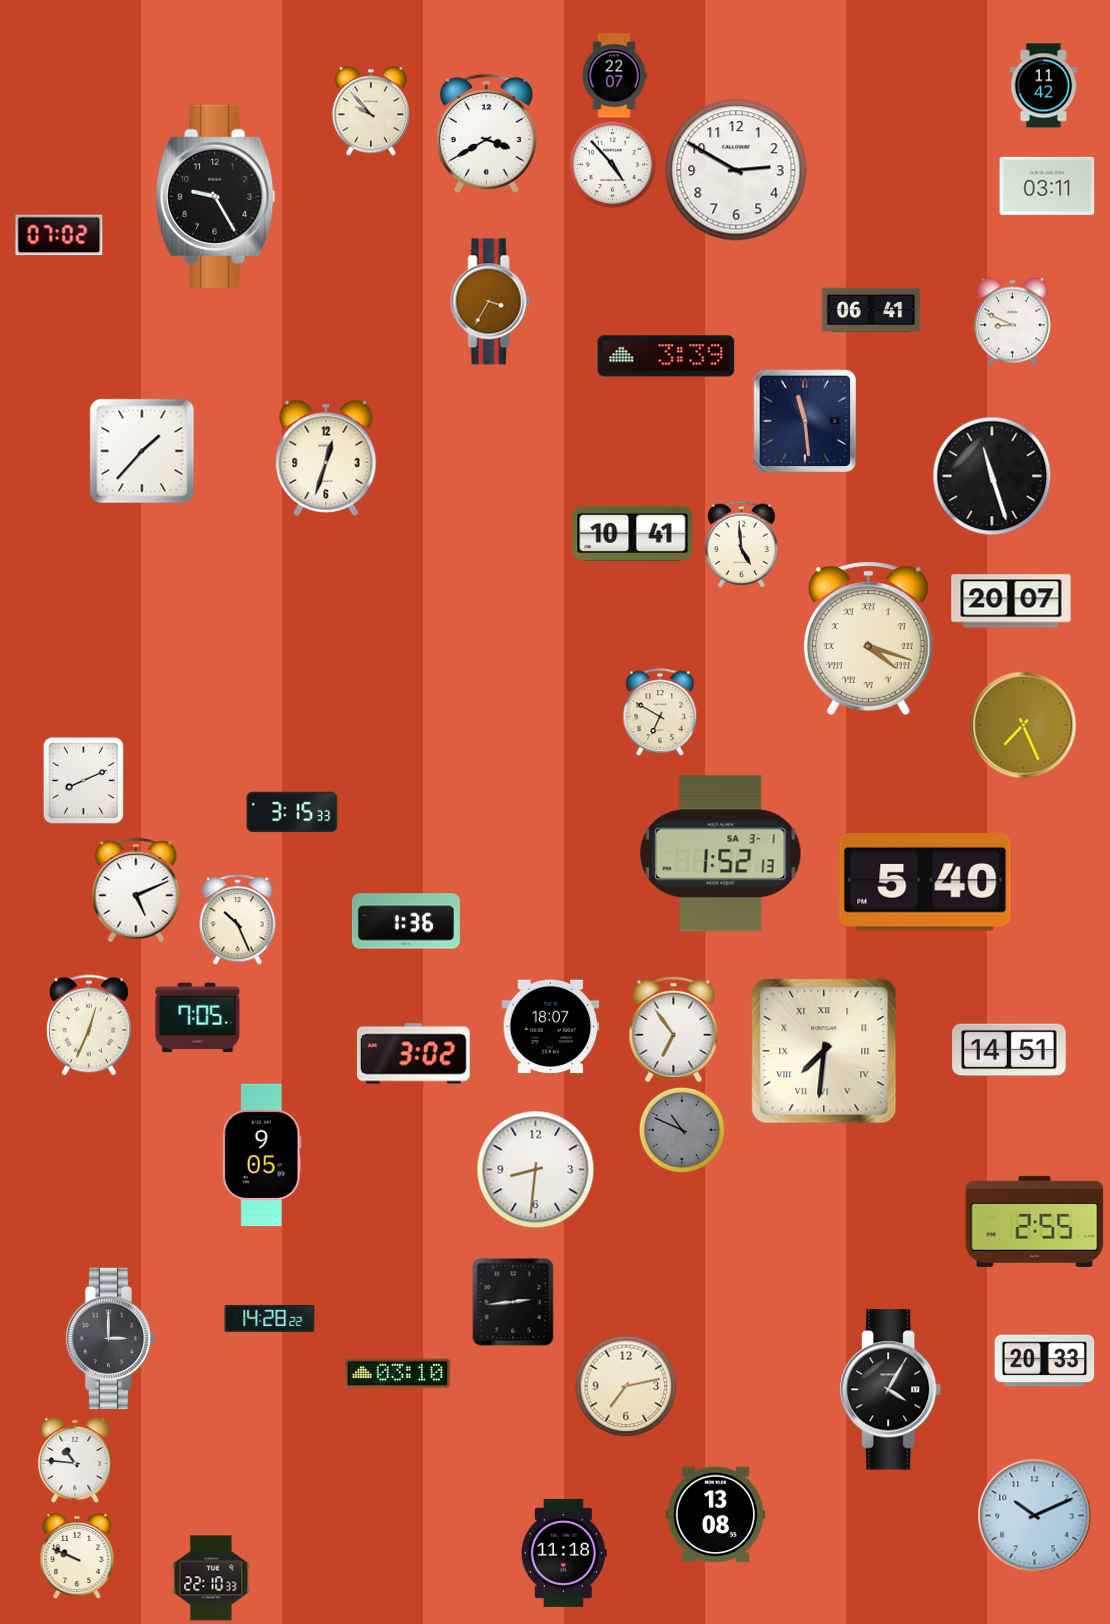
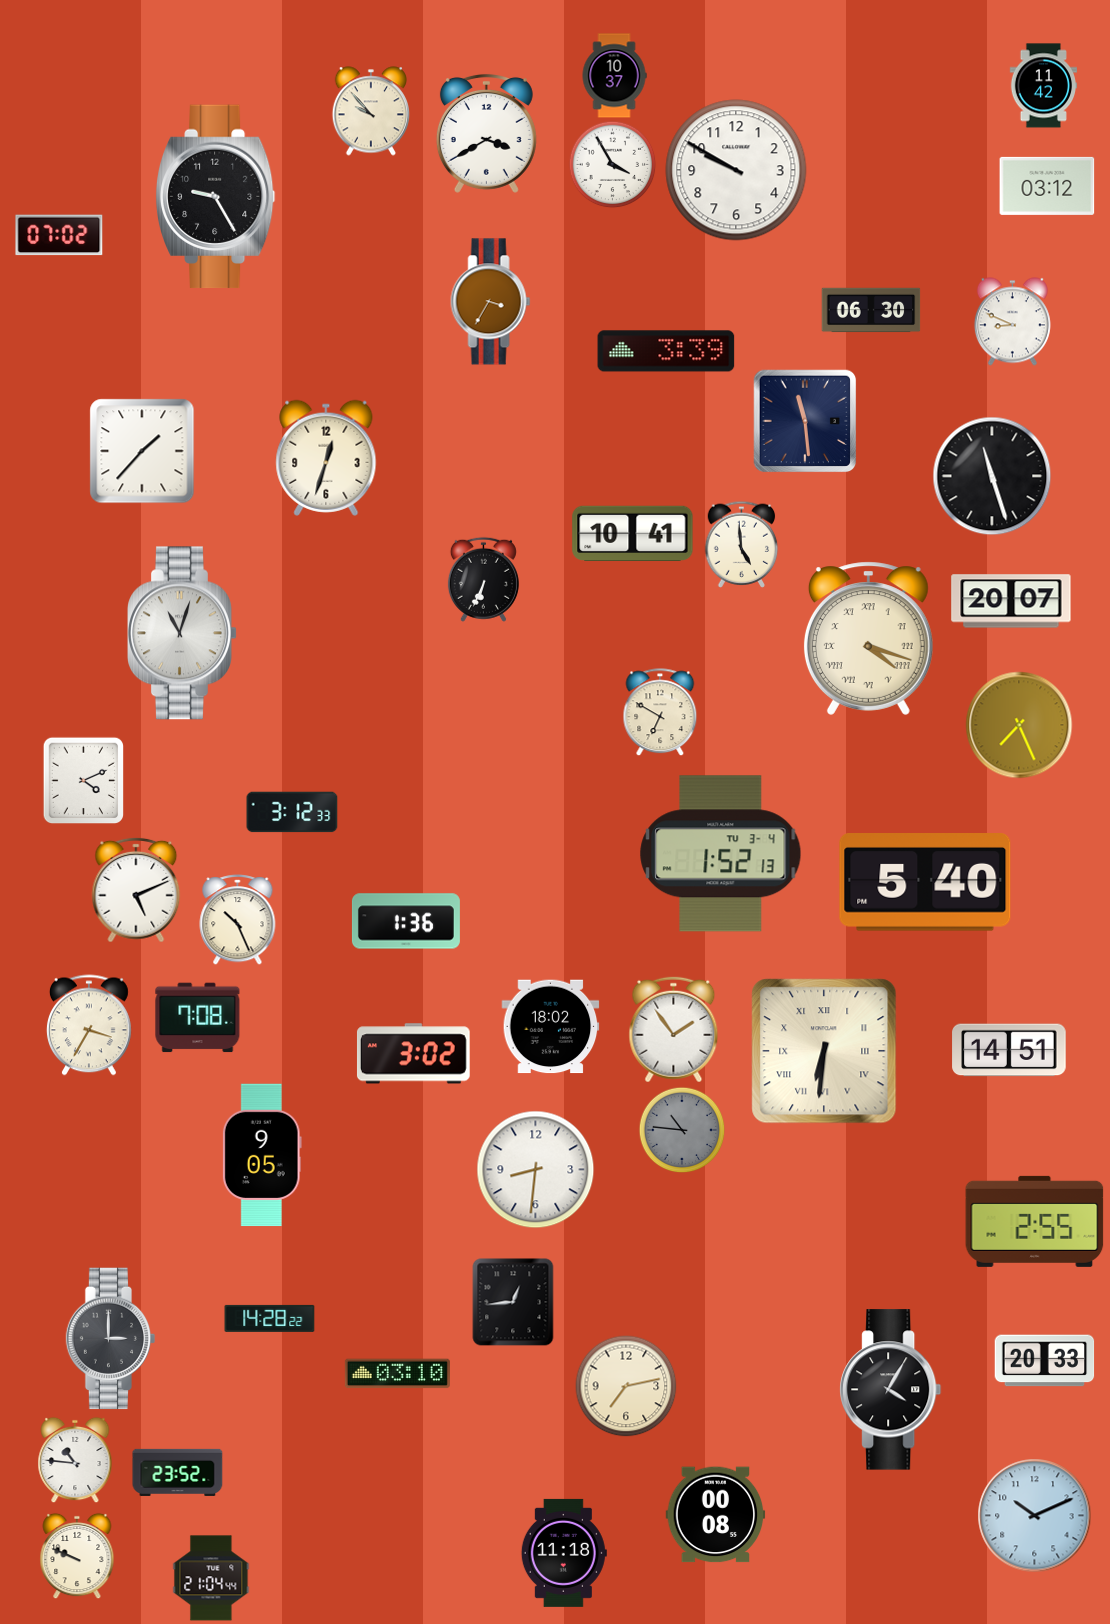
clock at (614, 76): 22:07 -> 10:37
clock at (612, 164): 4:53 -> 3:55
clock at (736, 170): 2:50 -> 9:50
clock at (1047, 186): 03:11 -> 03:12
clock at (871, 310): 06:41 -> 06:30
clock at (666, 356) position: (666, 356) -> (666, 351)
clock at (483, 579): none -> 6:34
clock at (183, 633): none -> 11:03
clock at (1023, 725) position: (1023, 725) -> (1019, 725)
clock at (84, 780): 8:11 -> 4:11
clock at (292, 812): 3:15 -> 3:12
clock at (721, 854) date: SA 3-1 -> TU 3-4
clock at (198, 1018): 7:05 -> 7:08
clock at (89, 1025): 12:34 -> 3:35
clock at (551, 1027): 18:07 -> 18:02
clock at (674, 1030): 6:54 -> 1:54
clock at (824, 1051): 7:31 -> 6:31
clock at (682, 1130): 10:49 -> 10:46
clock at (513, 1302): 2:44 -> 12:44
clock at (178, 1472): none -> 23:52
clock at (716, 1515): 13:08 -> 00:08
clock at (211, 1578): 22:10 -> 21:04
